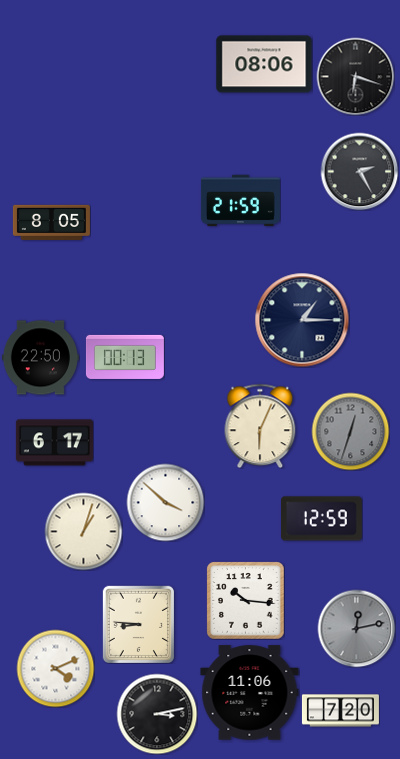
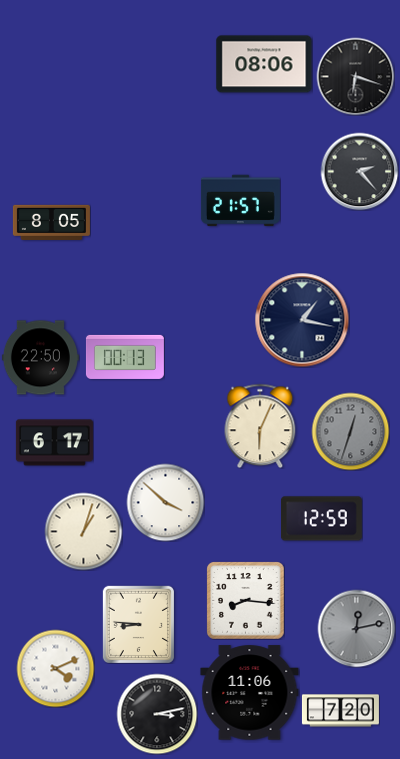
clock at (359, 171): 2:25 -> 2:23
clock at (240, 201): 21:59 -> 21:57
clock at (302, 320): 1:15 -> 1:17
clock at (245, 600): 10:16 -> 8:16
